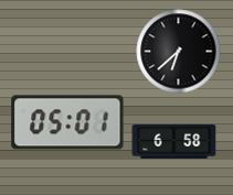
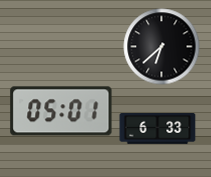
clock at (174, 142): 6:58 -> 6:33
